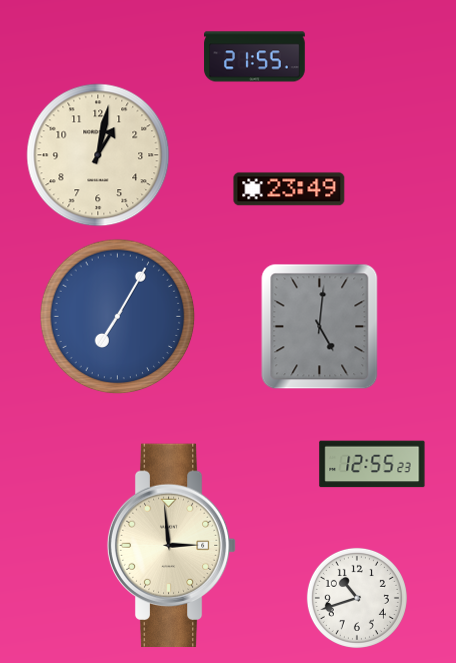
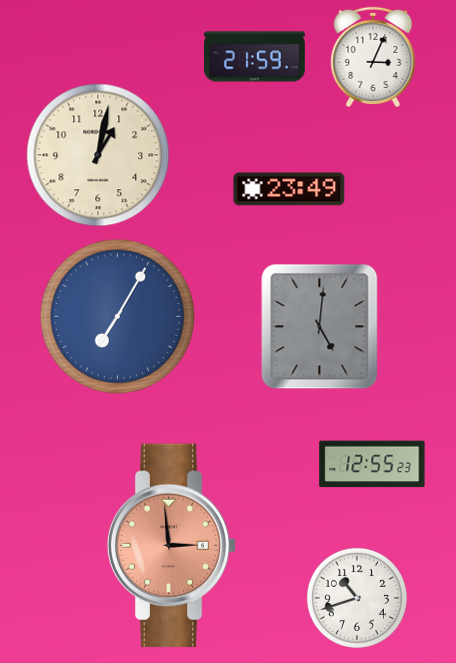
clock at (255, 57): 21:55 -> 21:59
clock at (373, 57): none -> 3:04
clock at (172, 545) dial: cream -> salmon
